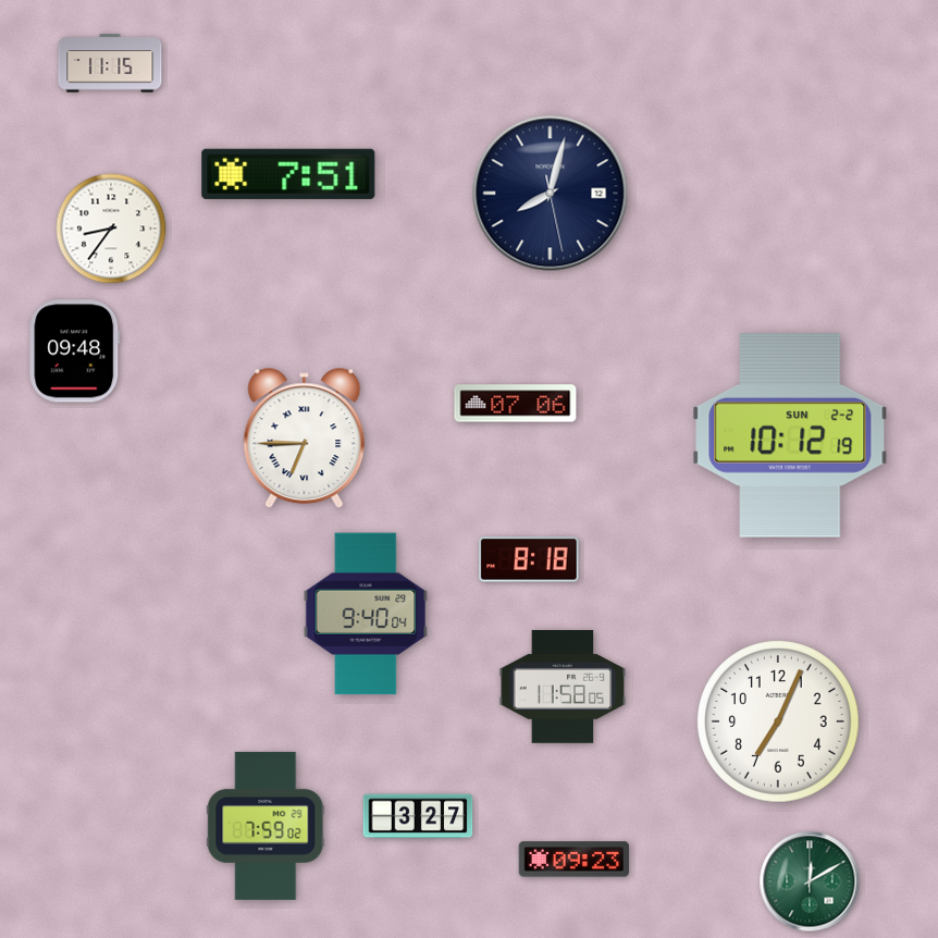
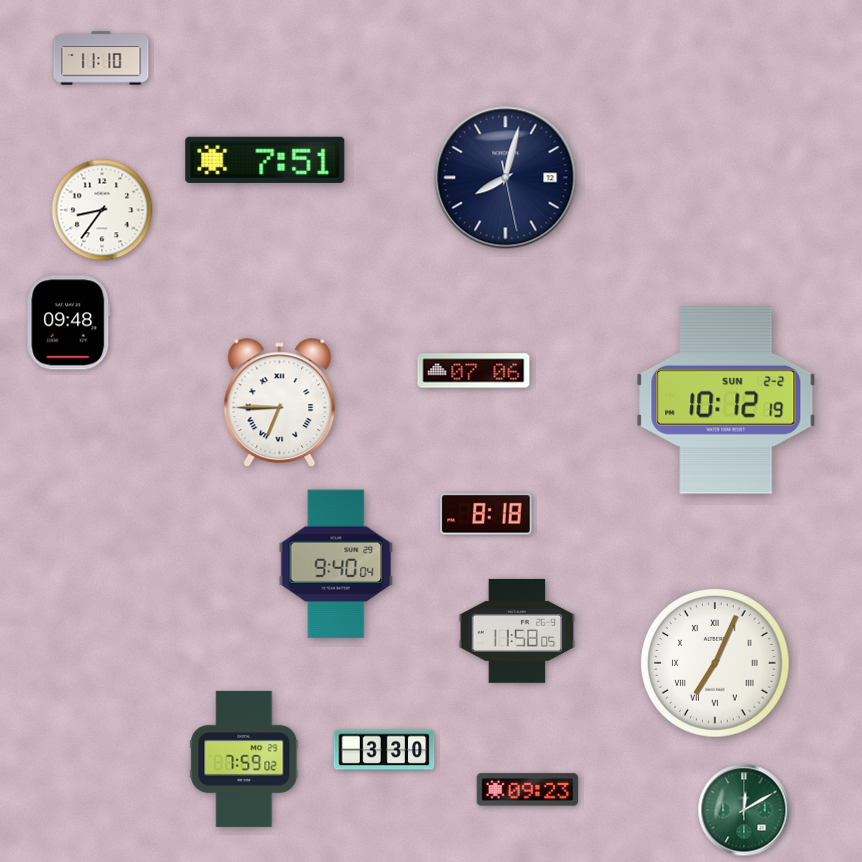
clock at (110, 63): 11:15 -> 11:10
clock at (779, 723) numerals: Arabic -> Roman
clock at (418, 816): 3:27 -> 3:30
